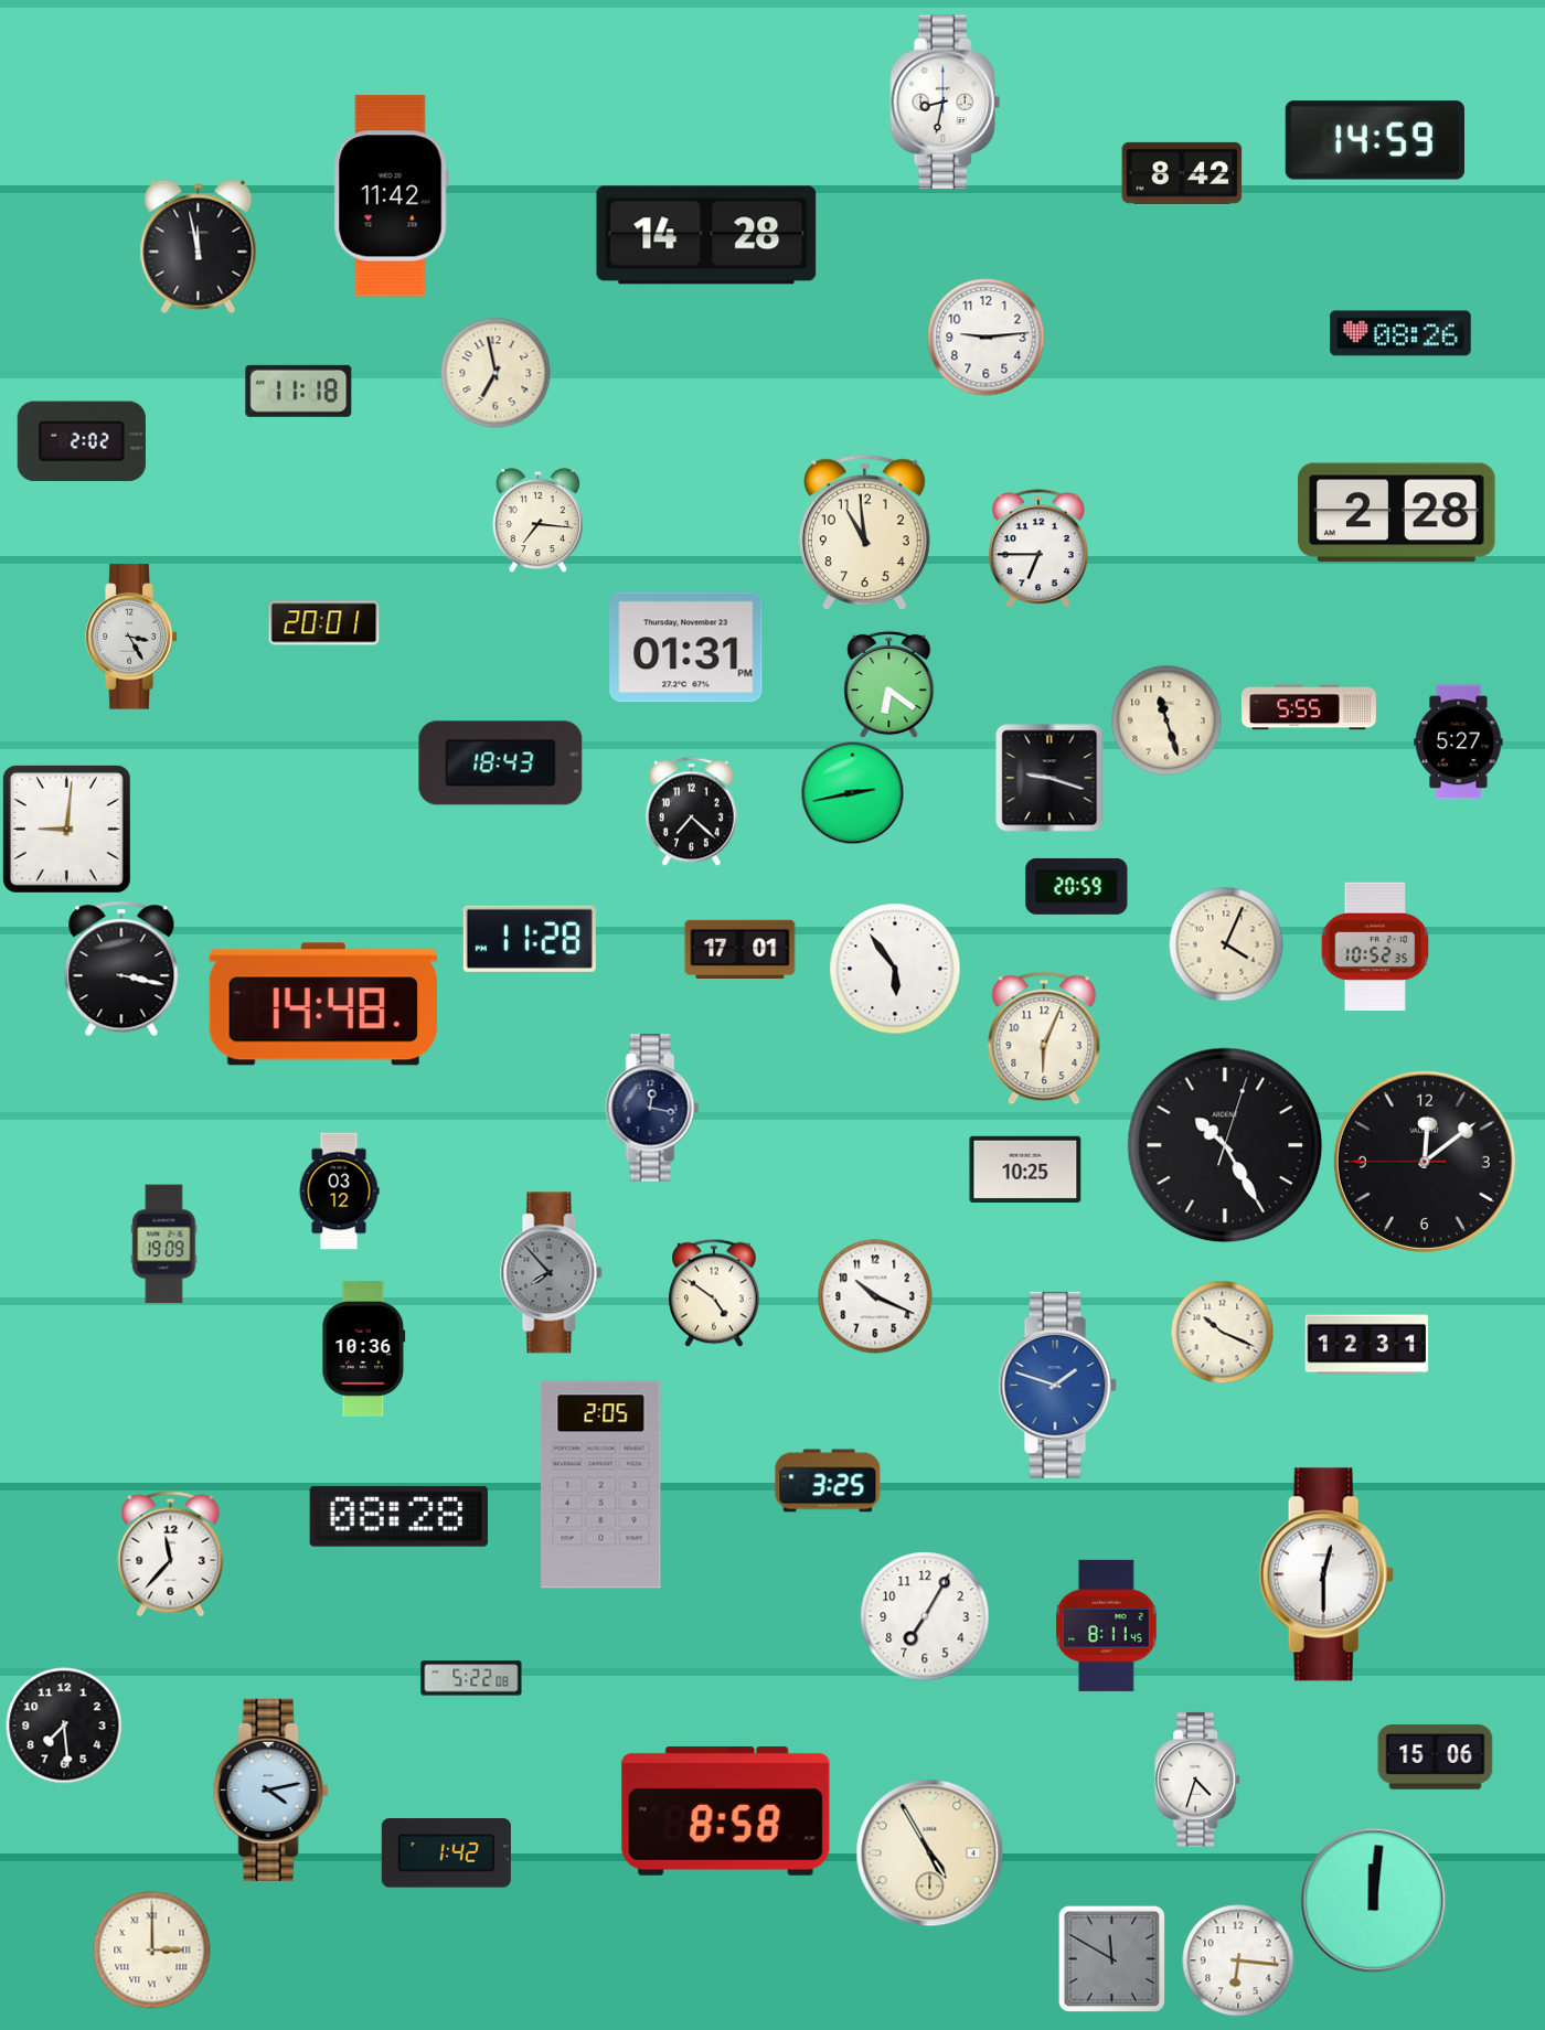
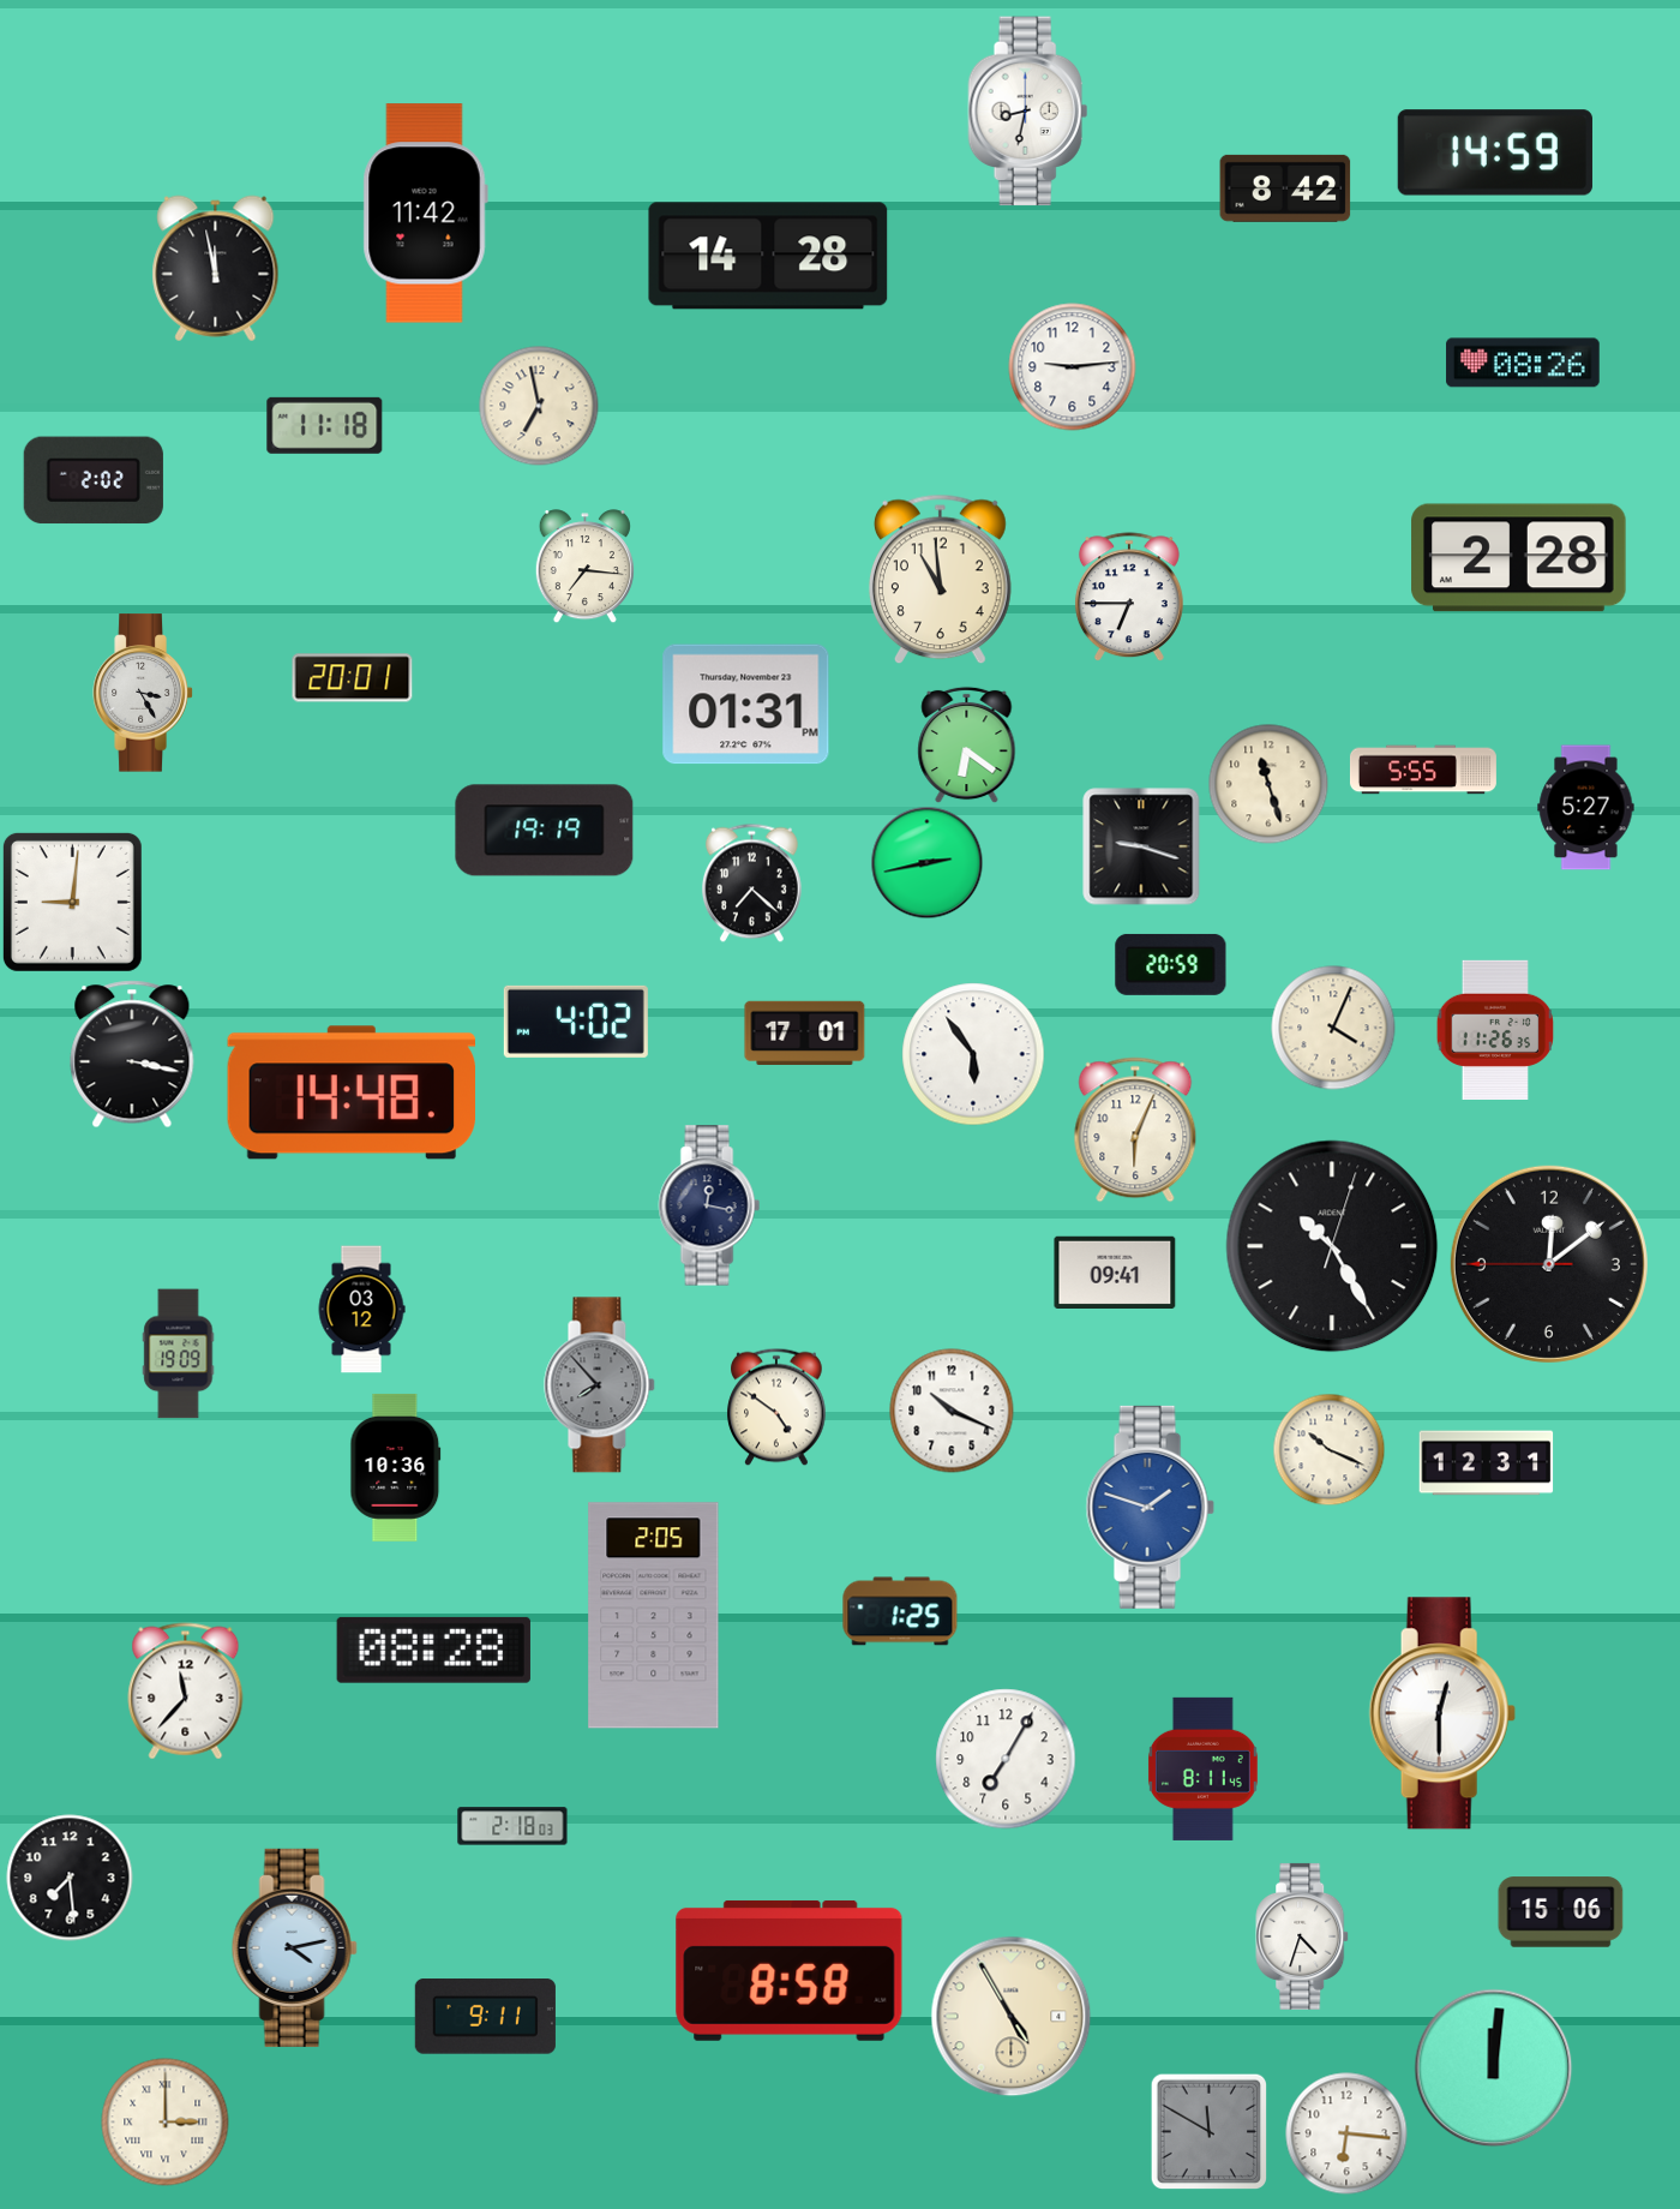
clock at (82, 441) position: (82, 441) -> (94, 480)
clock at (501, 763): 18:43 -> 19:19
clock at (530, 939): 11:28 -> 4:02
clock at (1374, 947): 10:52 -> 11:26
clock at (1025, 1168): 10:25 -> 09:41
clock at (339, 1192) position: (339, 1192) -> (361, 1310)
clock at (828, 1481): 3:25 -> 1:25
clock at (471, 1678): 5:22 -> 2:18
clock at (446, 1853): 1:42 -> 9:11
